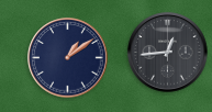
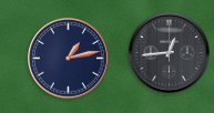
clock at (68, 58): 1:09 -> 1:13
